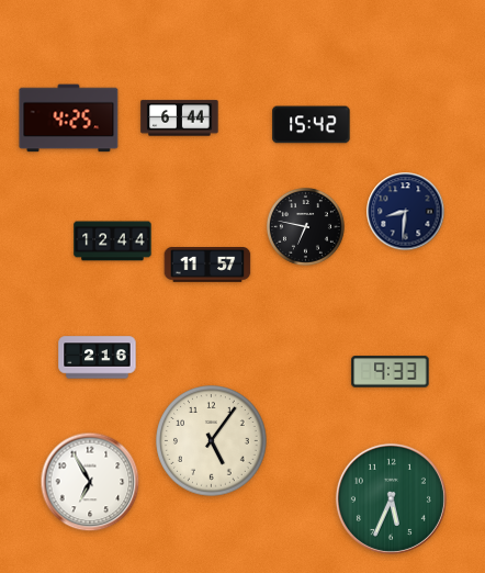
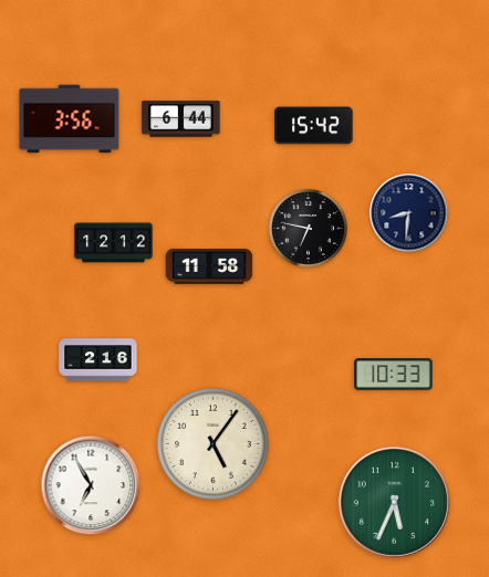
clock at (69, 119): 4:25 -> 3:56
clock at (113, 241): 12:44 -> 12:12
clock at (207, 266): 11:57 -> 11:58
clock at (391, 372): 9:33 -> 10:33
